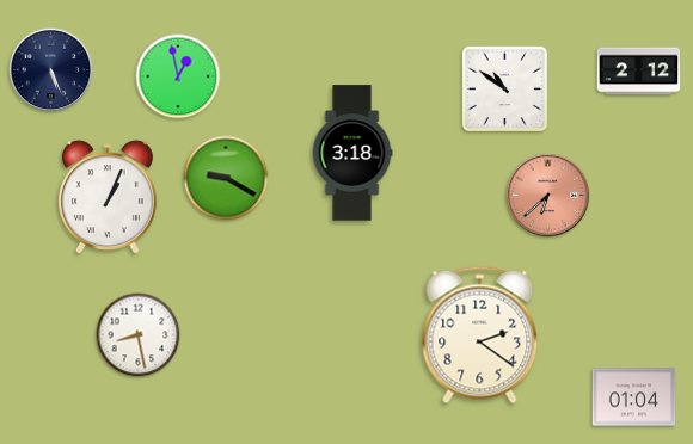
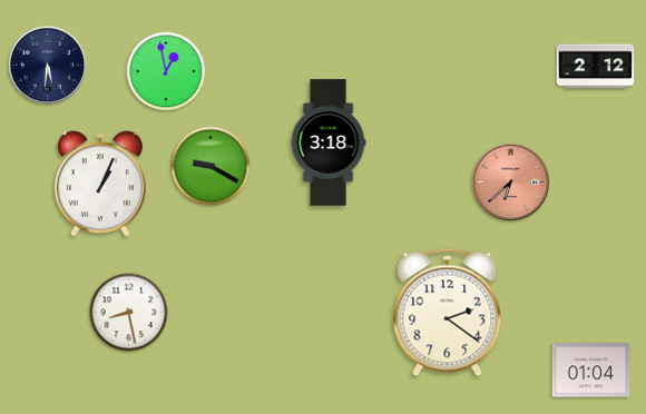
clock at (51, 70): 5:26 -> 5:31
clock at (504, 88): 10:51 -> none
